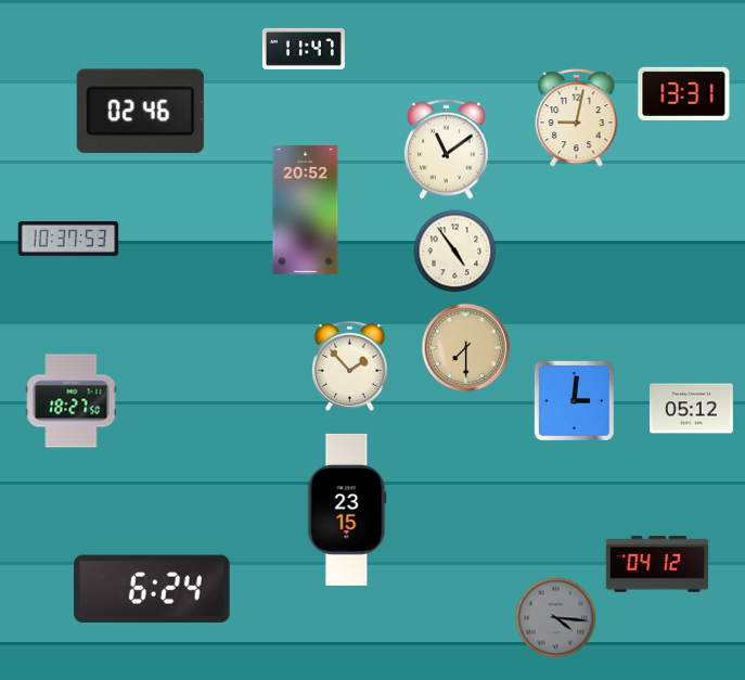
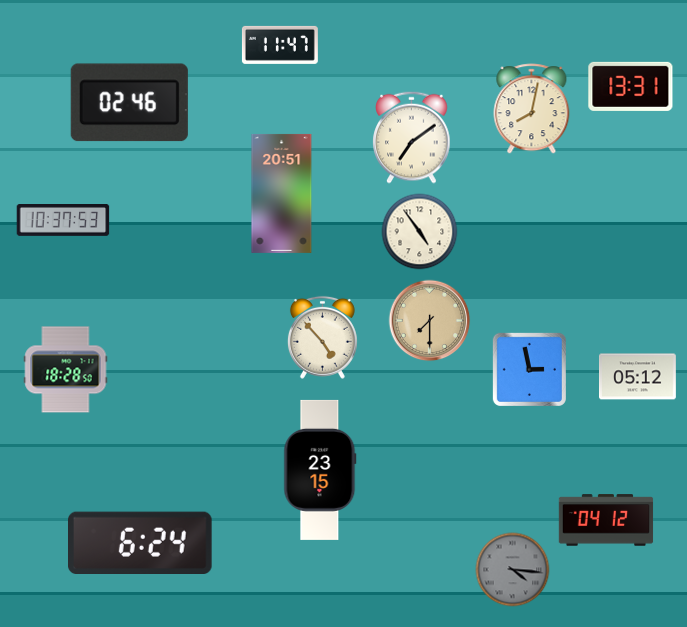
clock at (577, 118): 9:02 -> 8:02
clock at (447, 149): 11:09 -> 7:09
clock at (306, 209): 20:52 -> 20:51
clock at (349, 365): 1:53 -> 4:53
clock at (574, 400): 3:01 -> 2:58
clock at (72, 401): 18:27 -> 18:28
